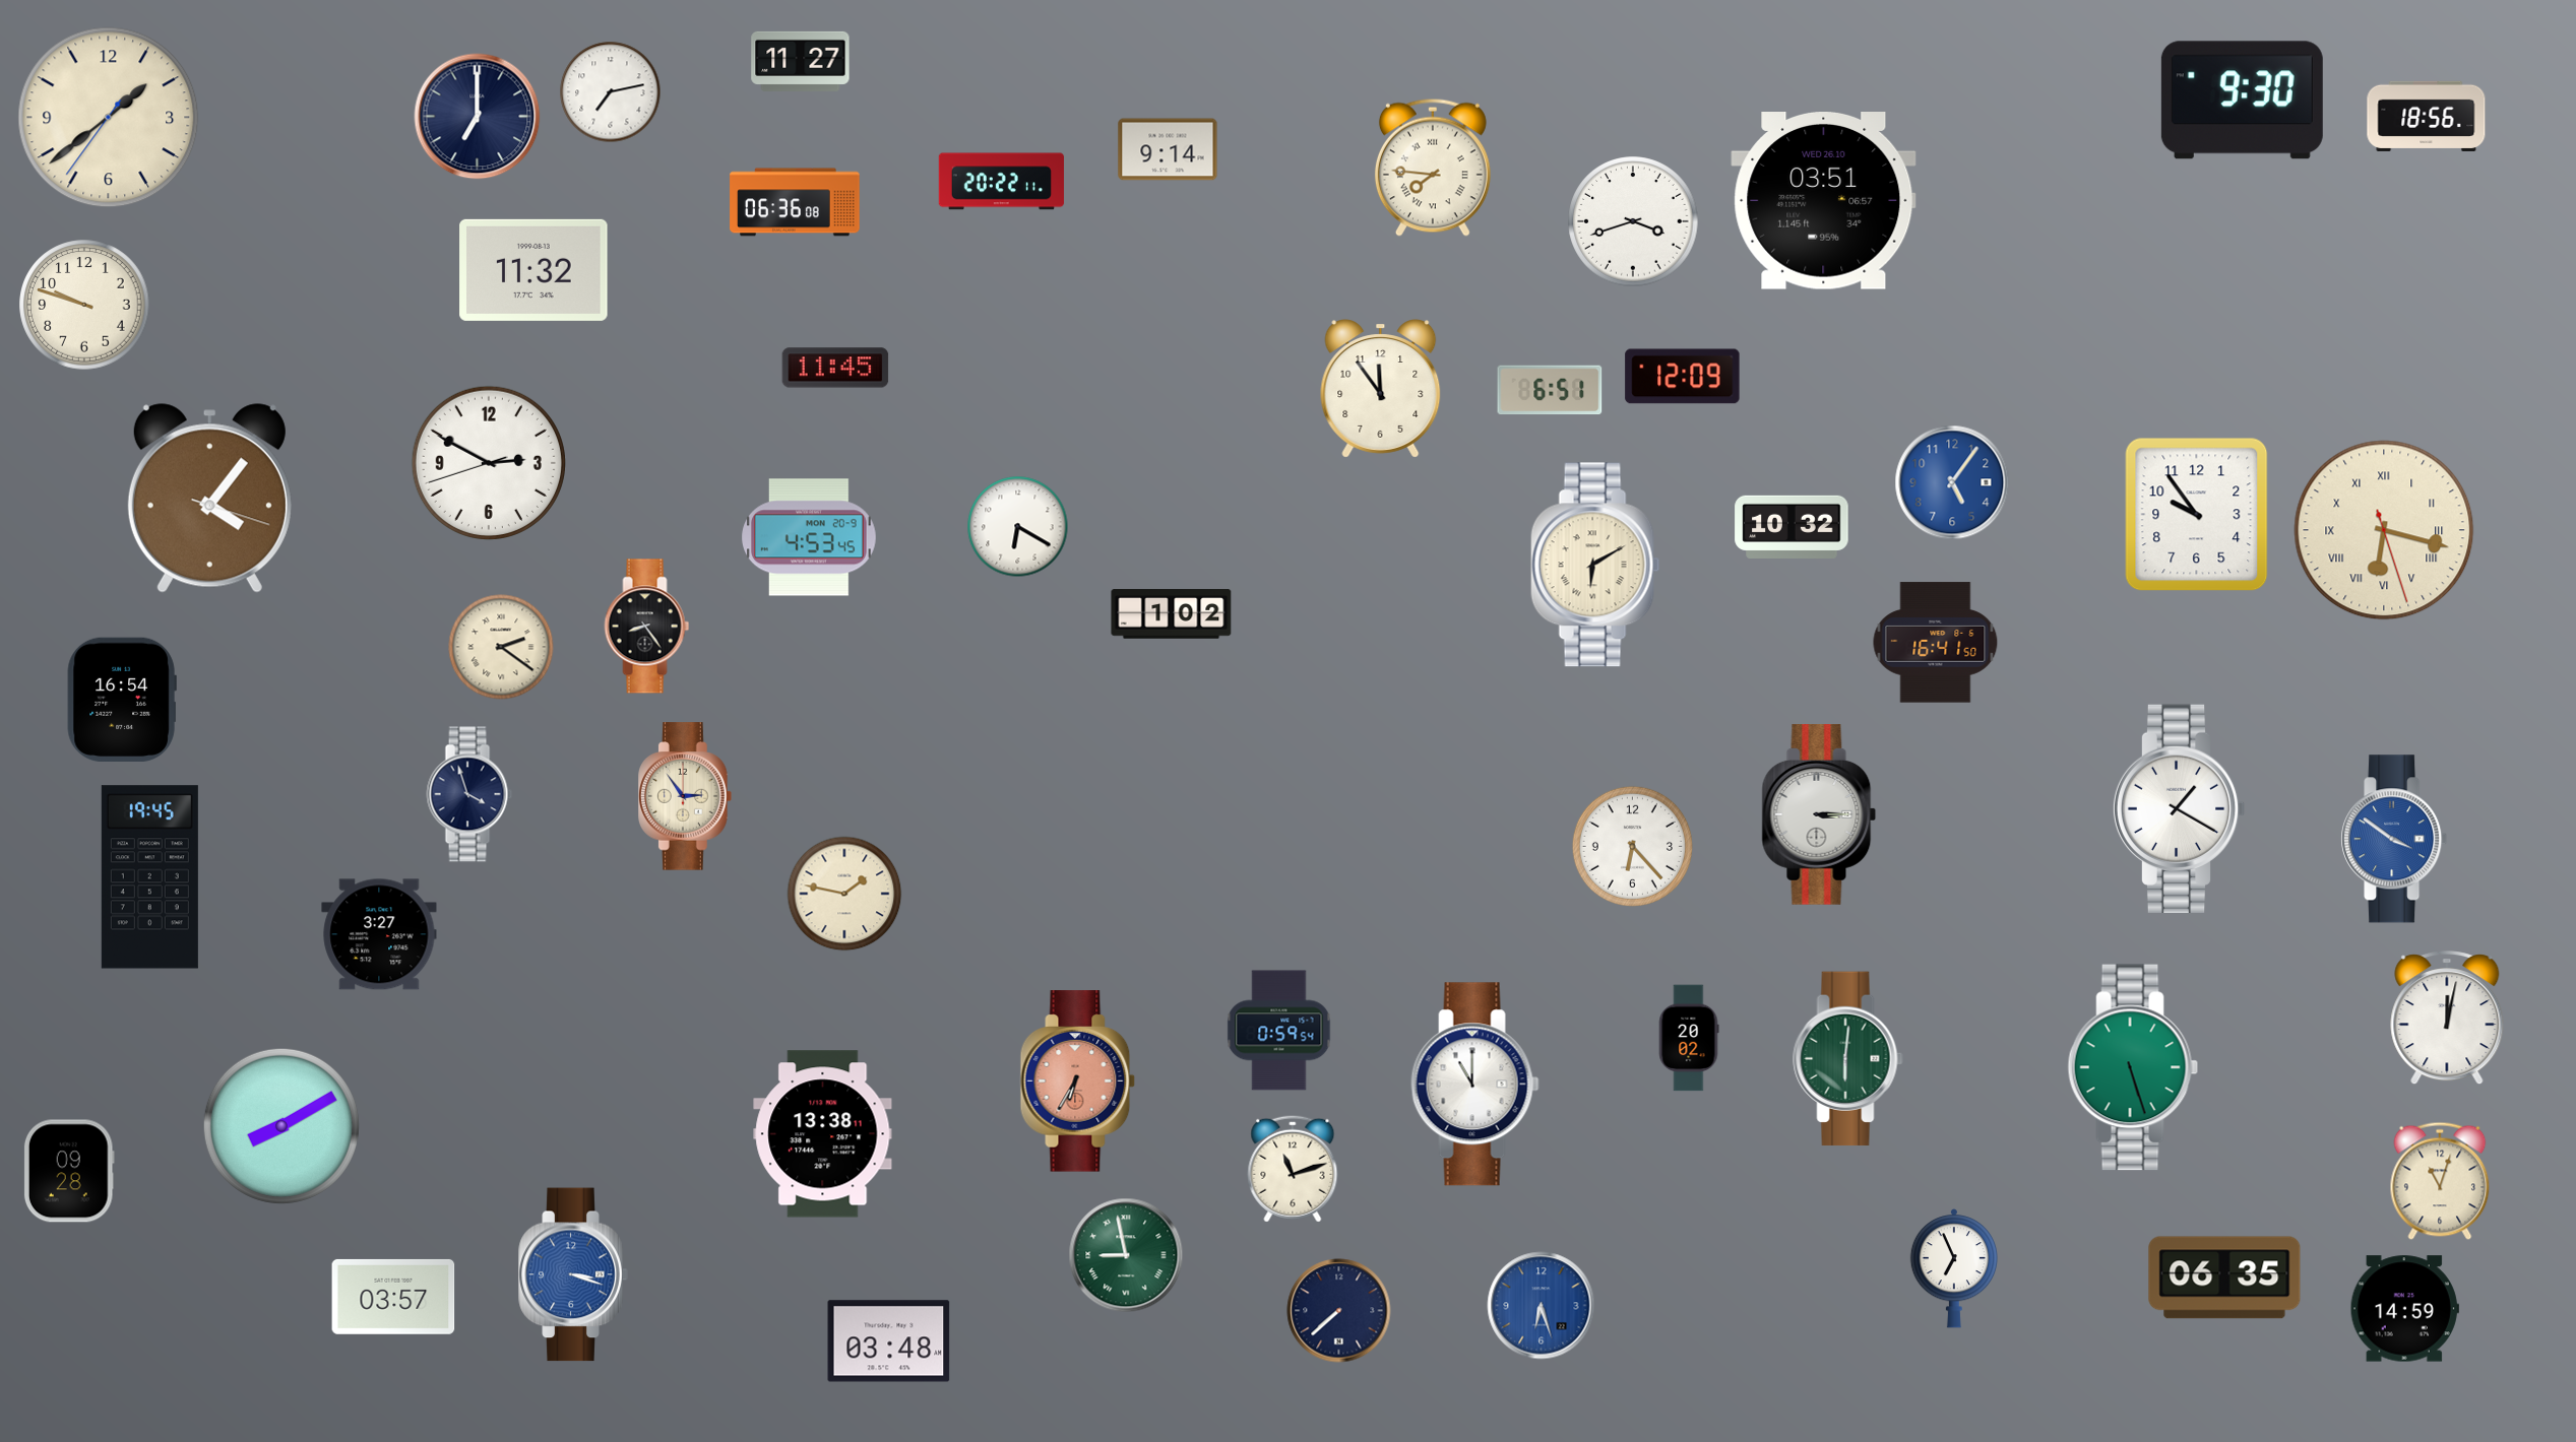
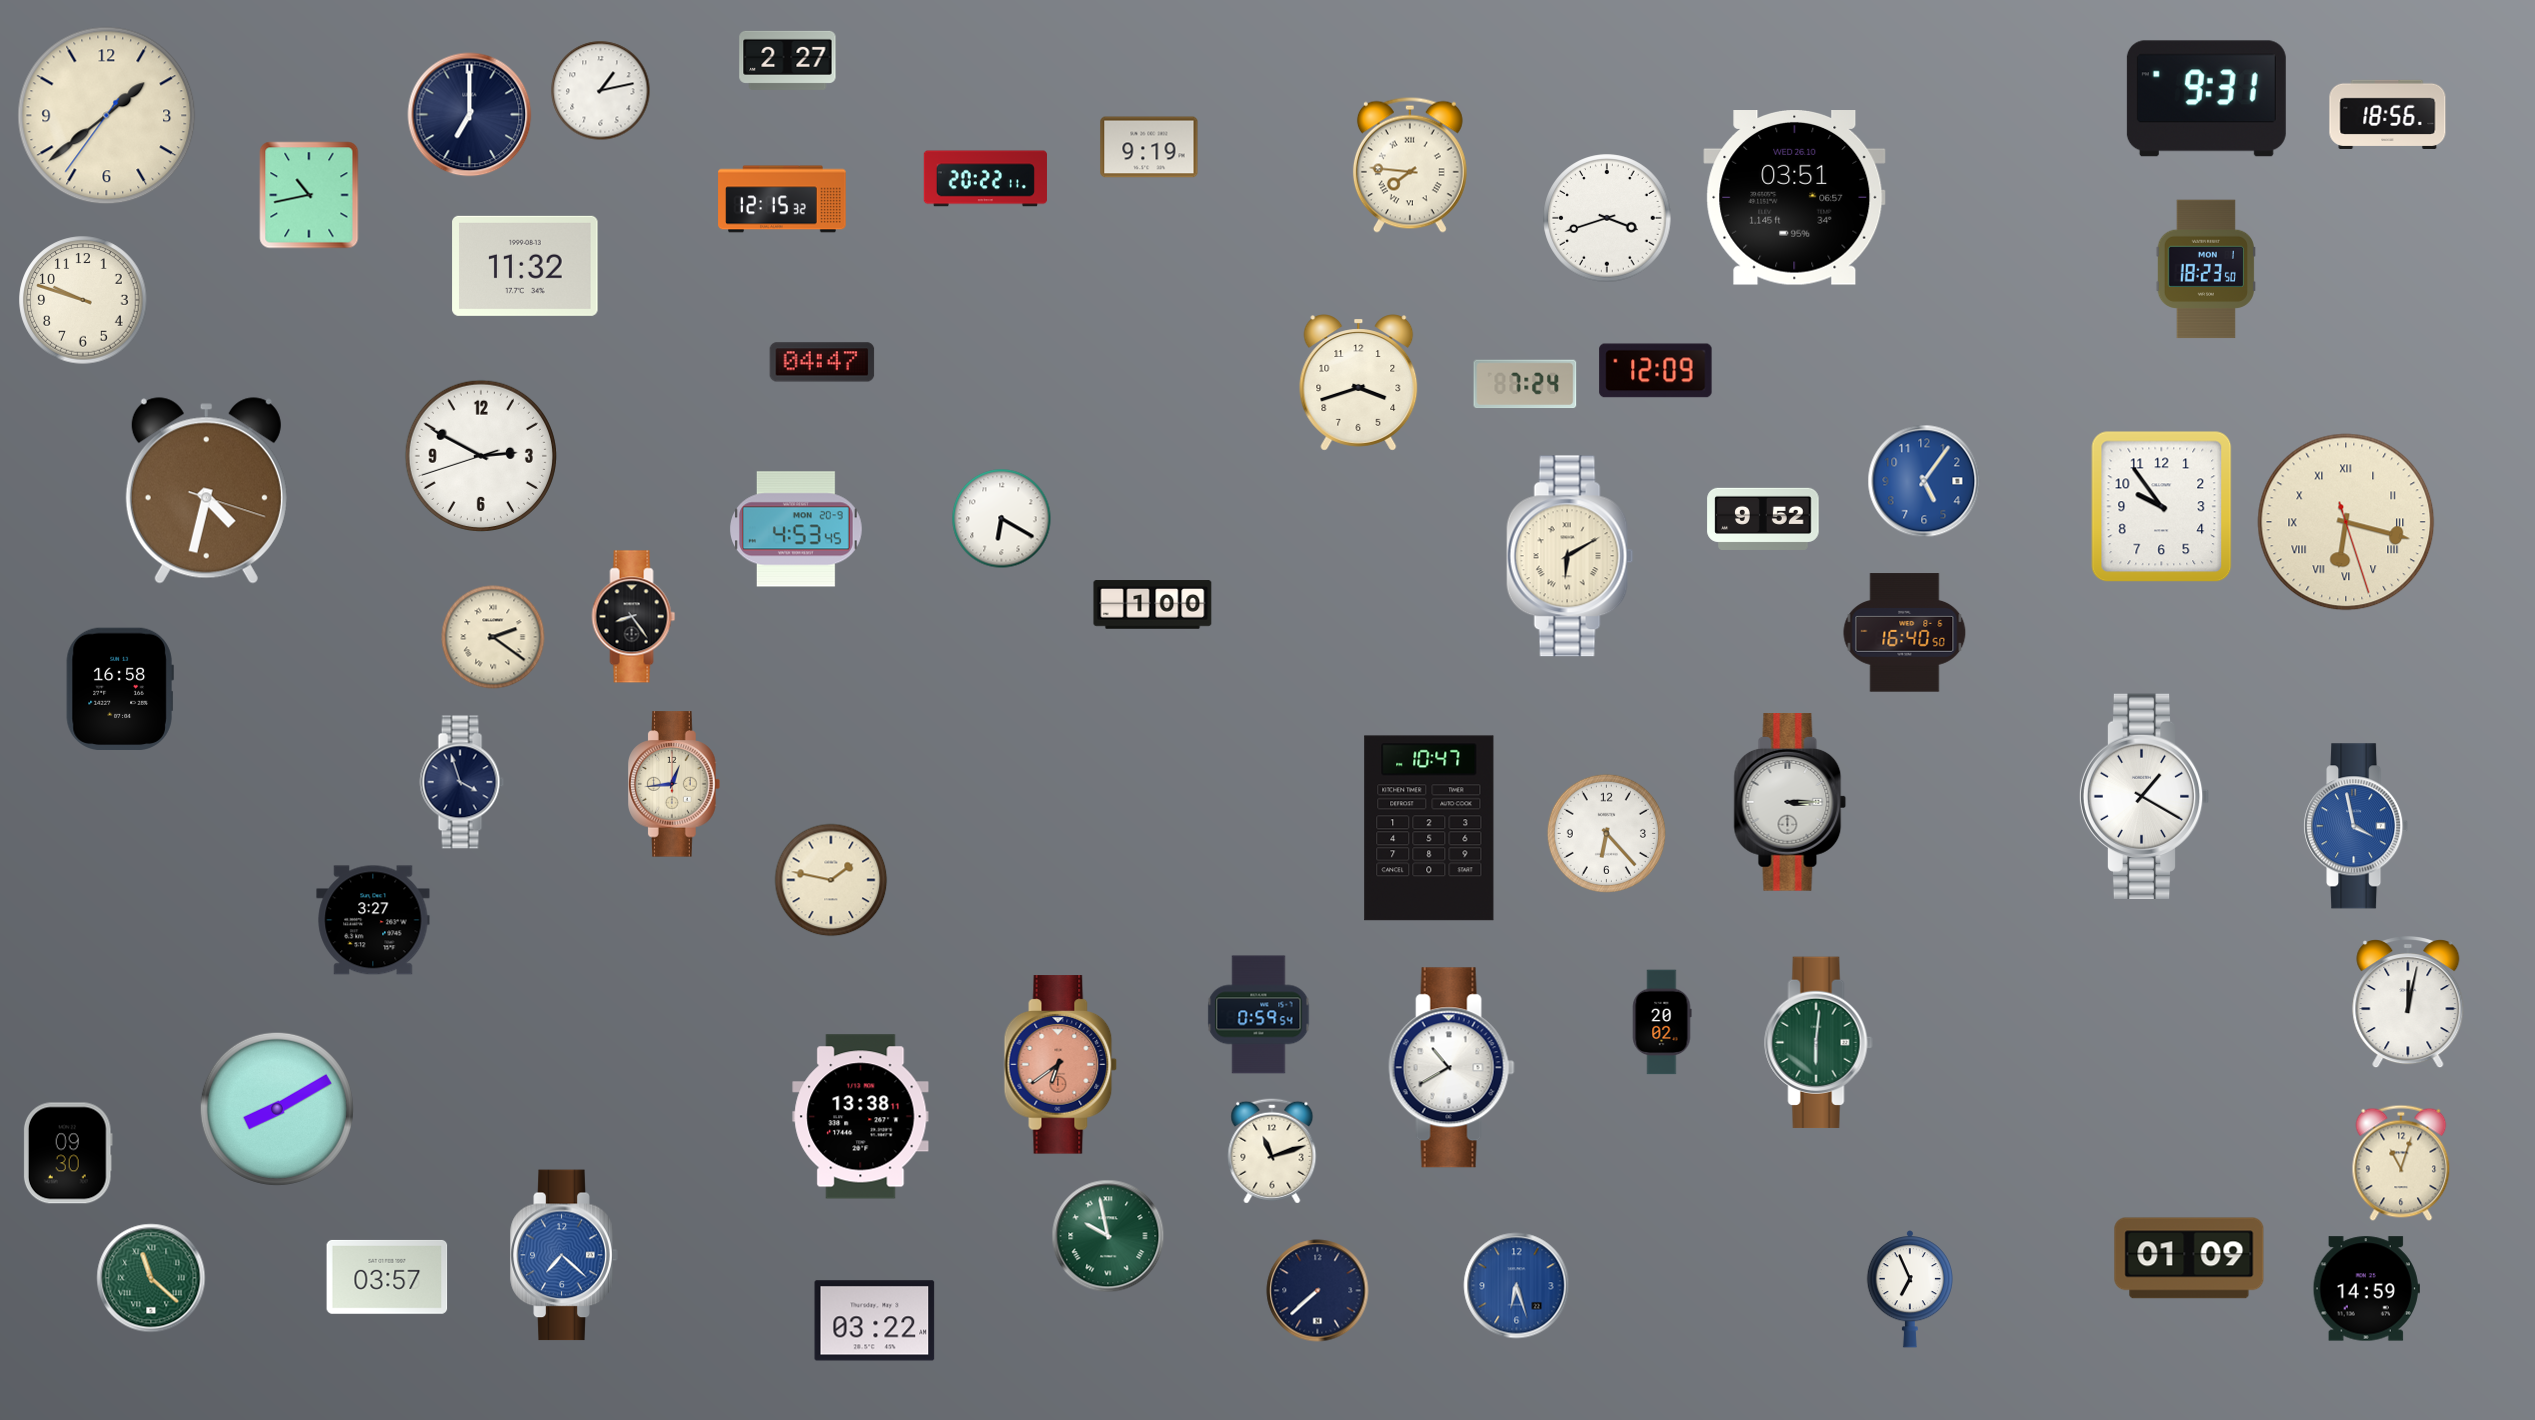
clock at (801, 61): 11:27 -> 2:27
clock at (611, 92): 7:13 -> 1:13
clock at (2242, 101): 9:30 -> 9:31
clock at (1168, 149): 9:14 -> 9:19
clock at (309, 195): none -> 10:43
clock at (795, 202): 06:36 -> 12:15
clock at (2206, 269): none -> 18:23
clock at (835, 368): 11:45 -> 04:47
clock at (1381, 389): 11:54 -> 3:42
clock at (1550, 390): 6:51 -> 7:24
clock at (1952, 482) position: (1952, 482) -> (1924, 481)
clock at (209, 499): 4:06 -> 4:32
clock at (1792, 526): 10:32 -> 9:52
clock at (1172, 614): 1:02 -> 1:00
clock at (647, 627) position: (647, 627) -> (634, 617)
clock at (1936, 643): 16:41 -> 16:40
clock at (122, 699): 16:54 -> 16:58
clock at (685, 796): 2:54 -> 12:44
clock at (2394, 839): 3:51 -> 3:58
clock at (1429, 828): none -> 10:47
clock at (149, 877): 19:45 -> none
clock at (2133, 1067): 5:27 -> none
clock at (1078, 1081): 6:35 -> 6:39
clock at (1474, 1085): 11:00 -> 10:40
clock at (823, 1134) position: (823, 1134) -> (861, 1117)
clock at (69, 1171): 09:28 -> 09:30
clock at (1126, 1255): 8:58 -> 9:58
clock at (1953, 1268) position: (1953, 1268) -> (1909, 1289)
clock at (573, 1274): 3:18 -> 7:22
clock at (2224, 1277): 06:35 -> 01:09
clock at (151, 1278): none -> 11:22
clock at (889, 1341): 03:48 -> 03:22
